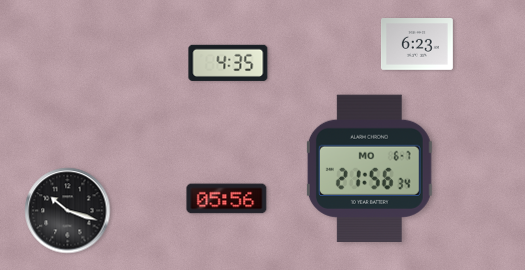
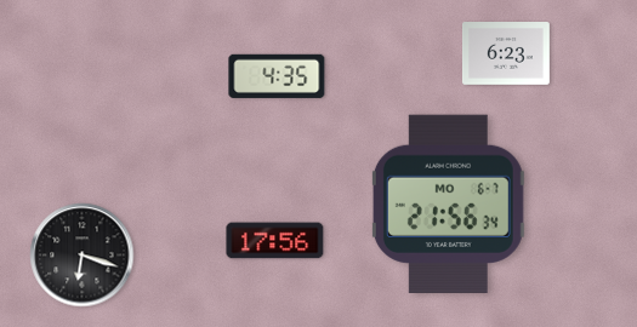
clock at (227, 199): 05:56 -> 17:56
clock at (68, 211): 10:18 -> 6:18
